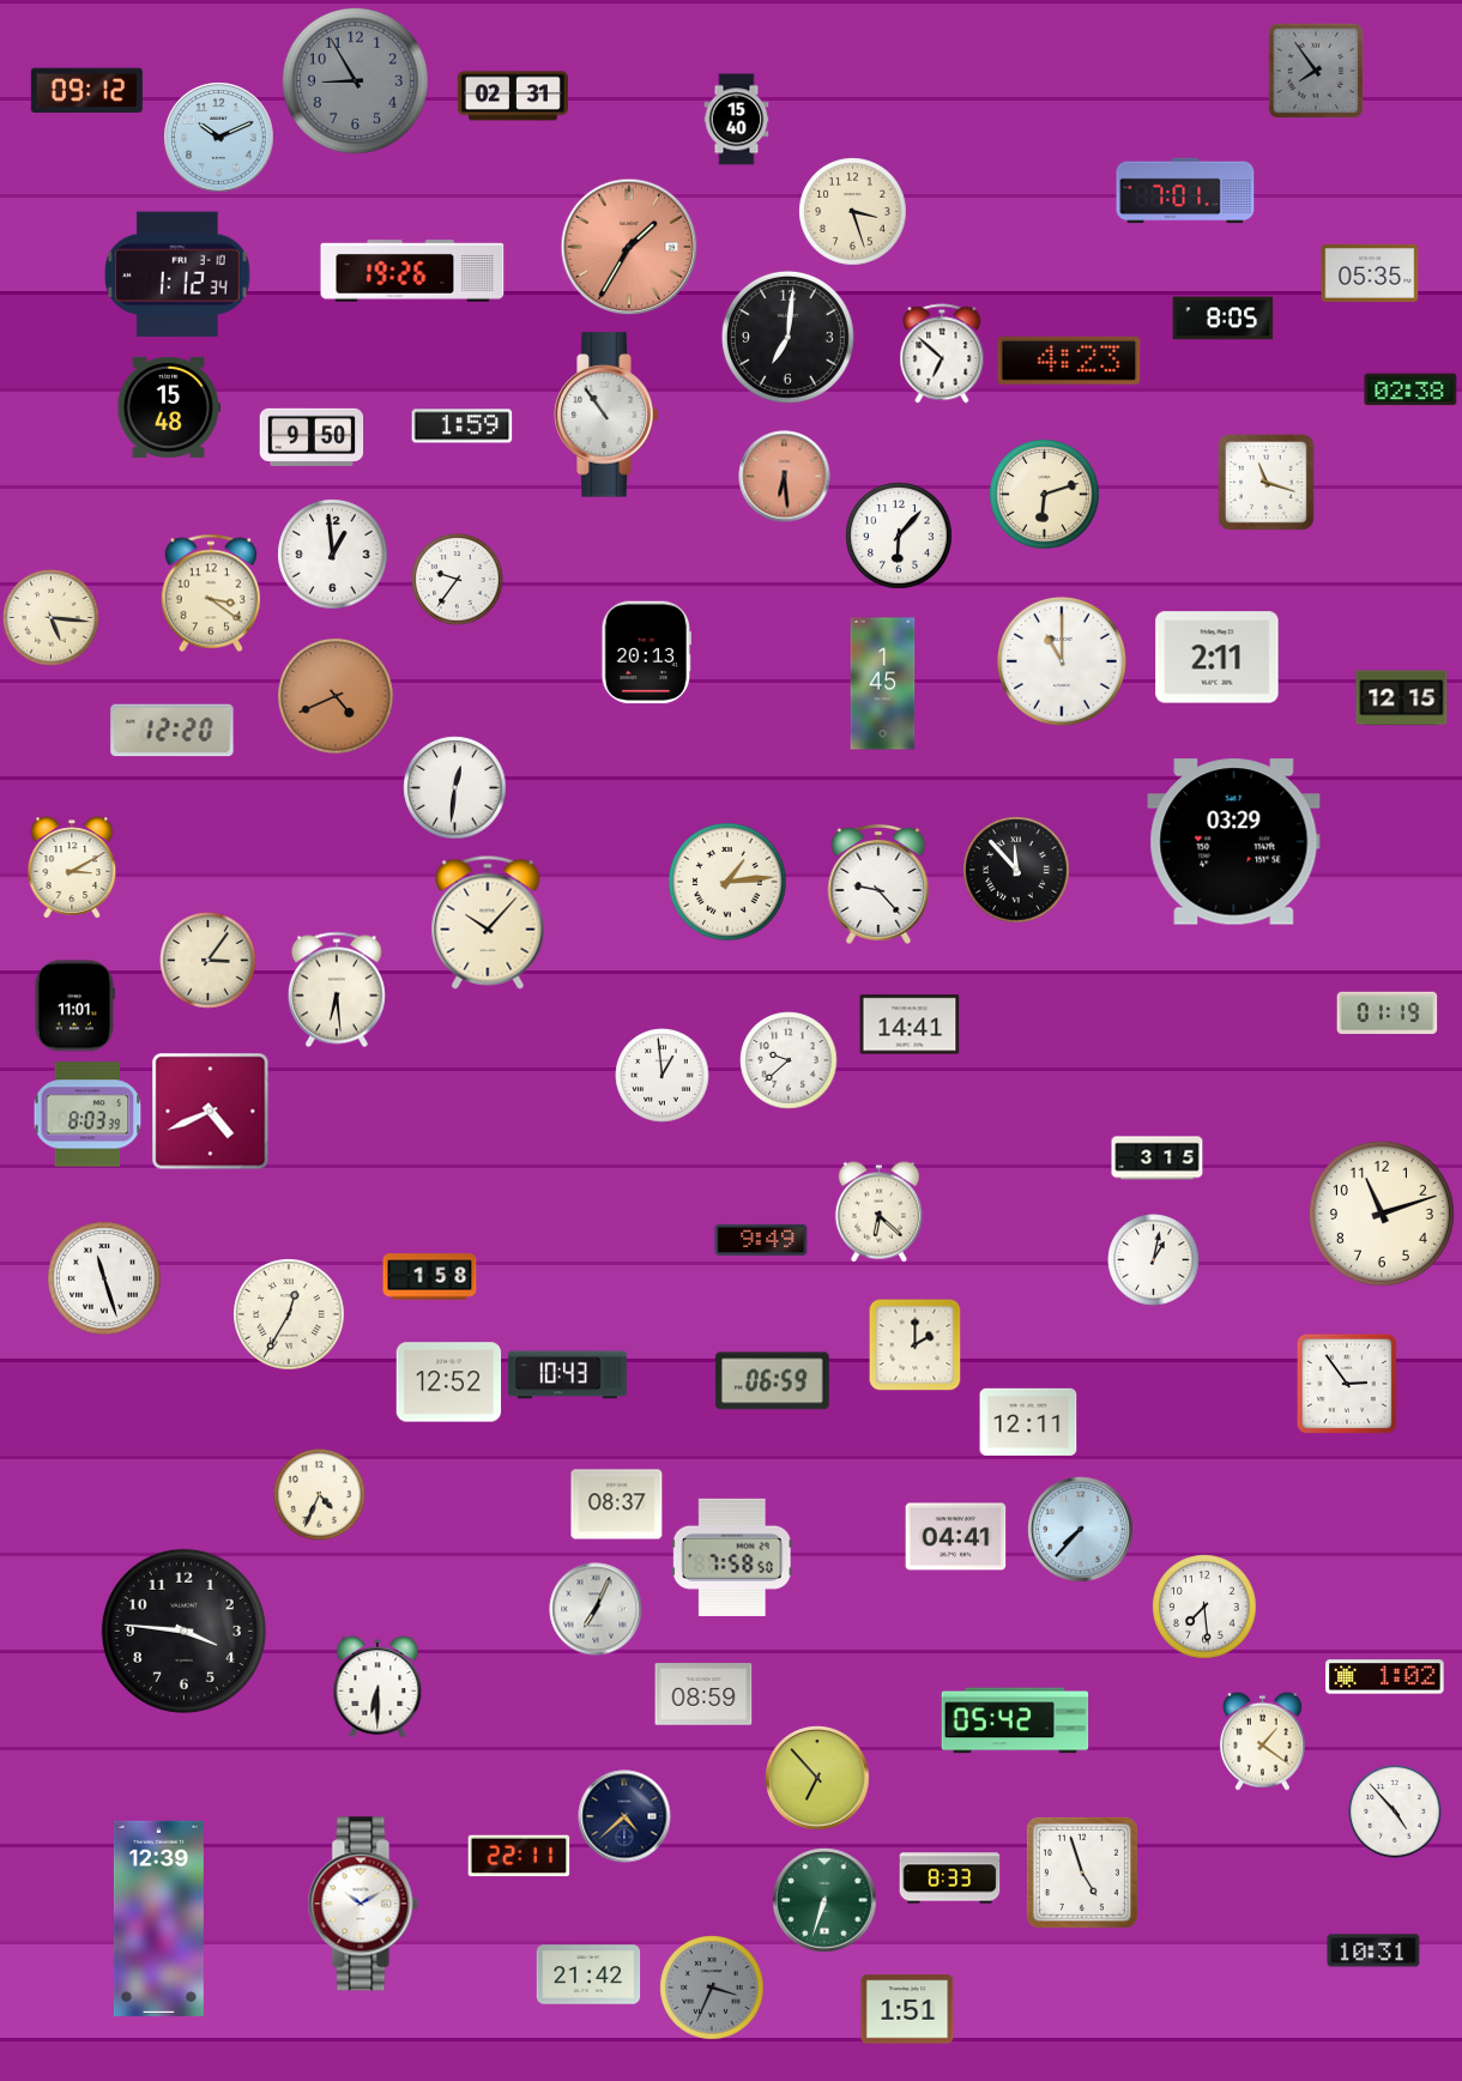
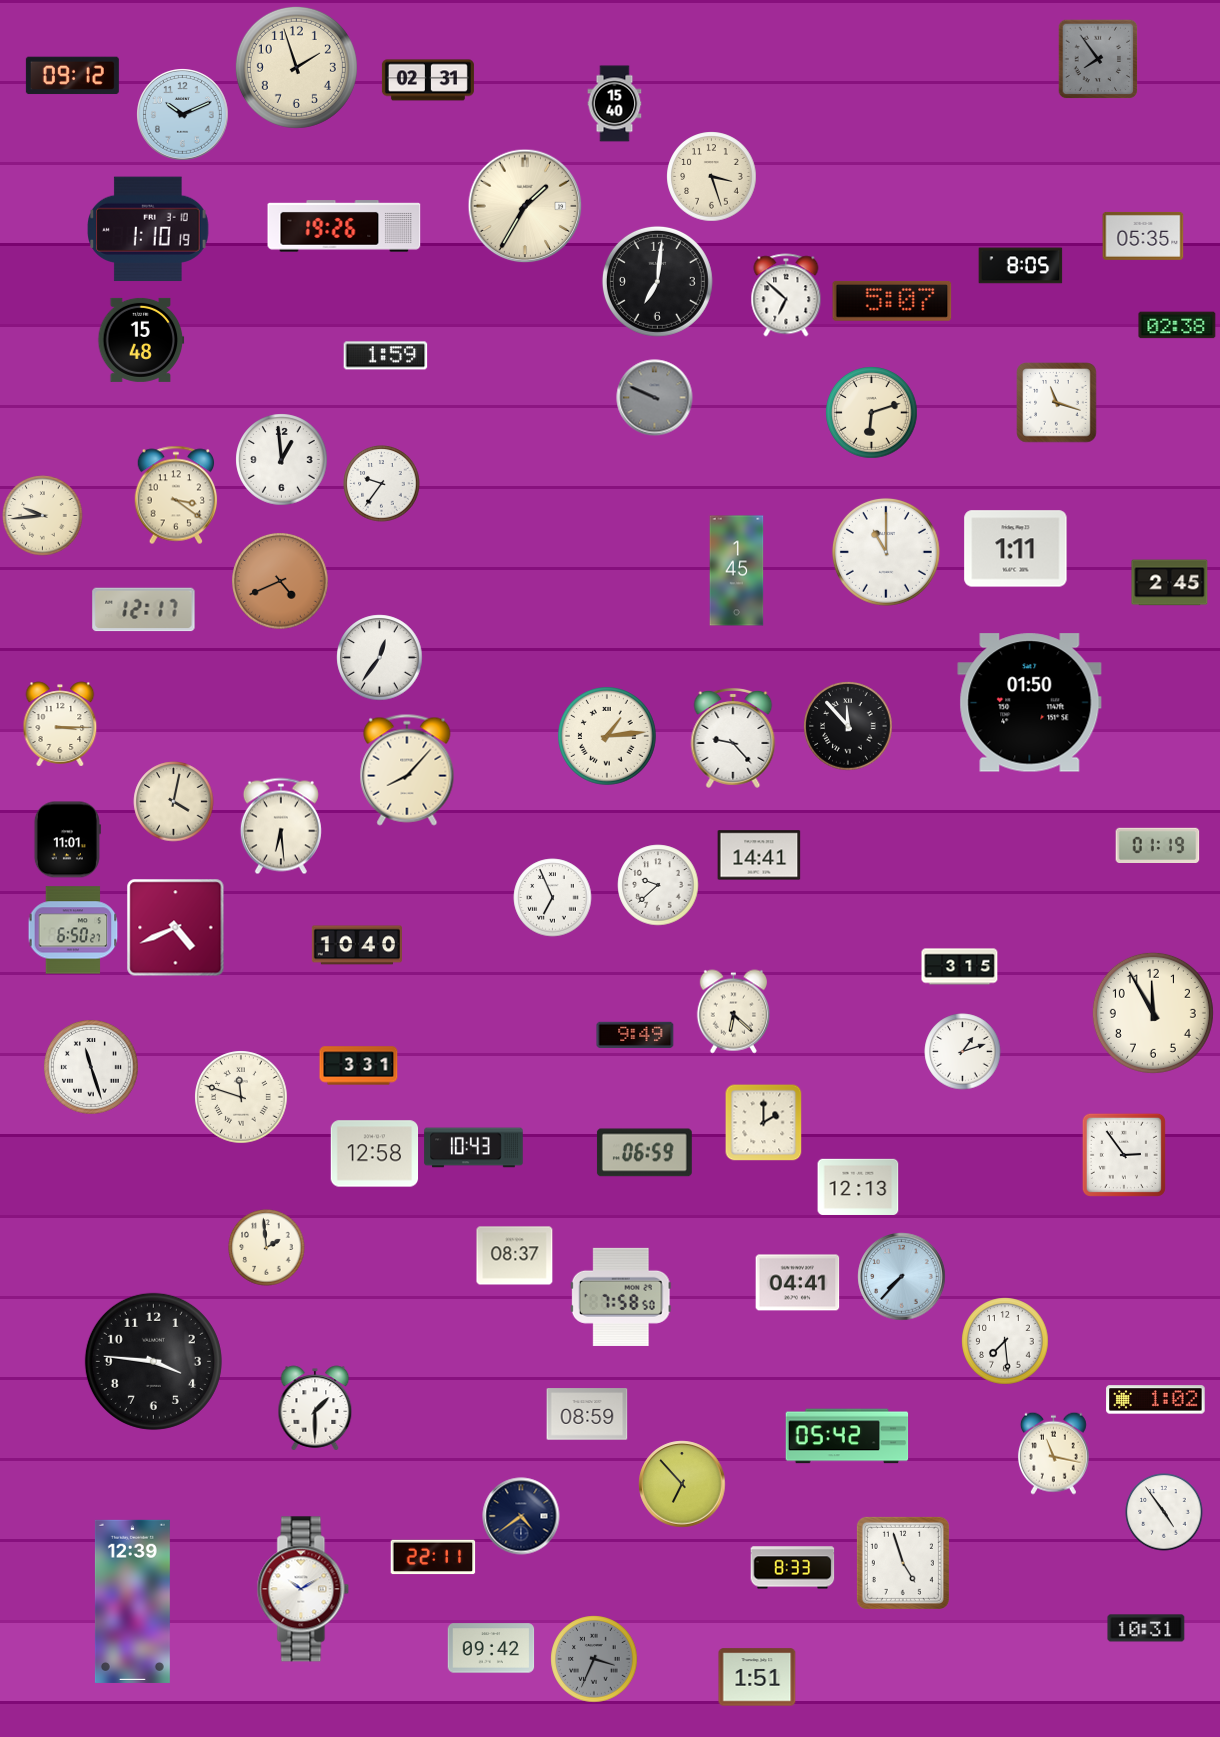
clock at (355, 80): 8:55 -> 1:57
clock at (355, 80) dial: grey -> cream
clock at (737, 120) position: (737, 120) -> (615, 104)
clock at (1185, 190): 7:01 -> none
clock at (629, 247) dial: salmon -> cream
clock at (1370, 273) position: (1370, 273) -> (1143, 236)
clock at (177, 274): 1:12 -> 1:10
clock at (1069, 361): 4:23 -> 5:07
clock at (606, 415): 10:54 -> none
clock at (312, 436): 9:50 -> none
clock at (785, 477): 6:29 -> 9:49
clock at (785, 477) dial: salmon -> grey
clock at (899, 536): 6:07 -> none
clock at (333, 555) position: (333, 555) -> (282, 460)
clock at (52, 618): 5:16 -> 9:44
clock at (646, 653): 20:13 -> none
clock at (1218, 658): 2:11 -> 1:11
clock at (1402, 698): 12:15 -> 2:45
clock at (173, 731): 12:20 -> 12:17
clock at (455, 788): 12:31 -> 12:36
clock at (1234, 842): 03:29 -> 01:50
clock at (72, 867): 3:10 -> 3:15
clock at (488, 922): 10:07 -> 8:07
clock at (209, 961): 3:06 -> 4:02
clock at (74, 1006) position: (74, 1006) -> (67, 840)
clock at (663, 1076): 12:59 -> 6:56
clock at (87, 1114): 8:03 -> 6:50
clock at (357, 945): none -> 10:40
clock at (1158, 1159) position: (1158, 1159) -> (960, 967)
clock at (1382, 1214): 11:12 -> 11:55
clock at (1154, 1260): 1:02 -> 1:12
clock at (430, 1277): 1:58 -> 3:31
clock at (104, 1278) position: (104, 1278) -> (91, 1067)
clock at (289, 1314): 12:35 -> 11:48
clock at (449, 1383): 12:52 -> 12:58
clock at (1028, 1421): 12:11 -> 12:13
clock at (320, 1495): 4:34 -> 1:59
clock at (732, 1557) position: (732, 1557) -> (621, 1297)
clock at (596, 1609): 7:04 -> none
clock at (377, 1687): 6:30 -> 1:30
clock at (1262, 1741): 1:21 -> 11:17
clock at (1395, 1811): 4:53 -> 4:54
clock at (624, 1816): 4:38 -> 4:39
clock at (519, 1856) position: (519, 1856) -> (433, 1557)
clock at (824, 1900): 6:33 -> none
clock at (588, 1974): 21:42 -> 09:42
